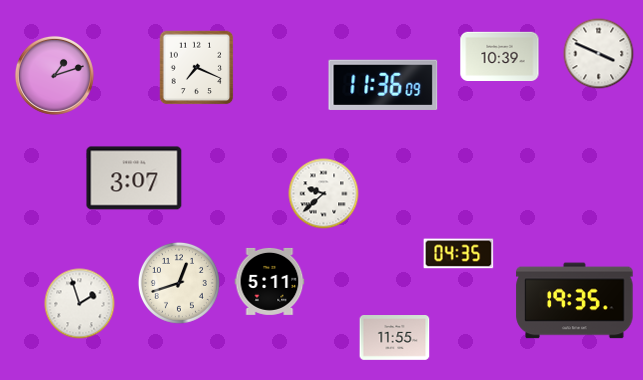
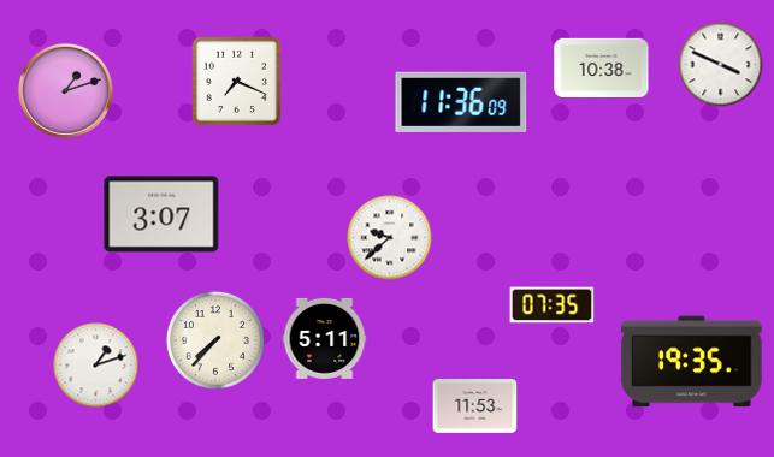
clock at (500, 56): 10:39 -> 10:38
clock at (324, 194) position: (324, 194) -> (390, 238)
clock at (459, 254): 04:35 -> 07:35
clock at (179, 283): 12:42 -> 7:37
clock at (80, 304): 1:57 -> 1:12
clock at (395, 338): 11:55 -> 11:53
